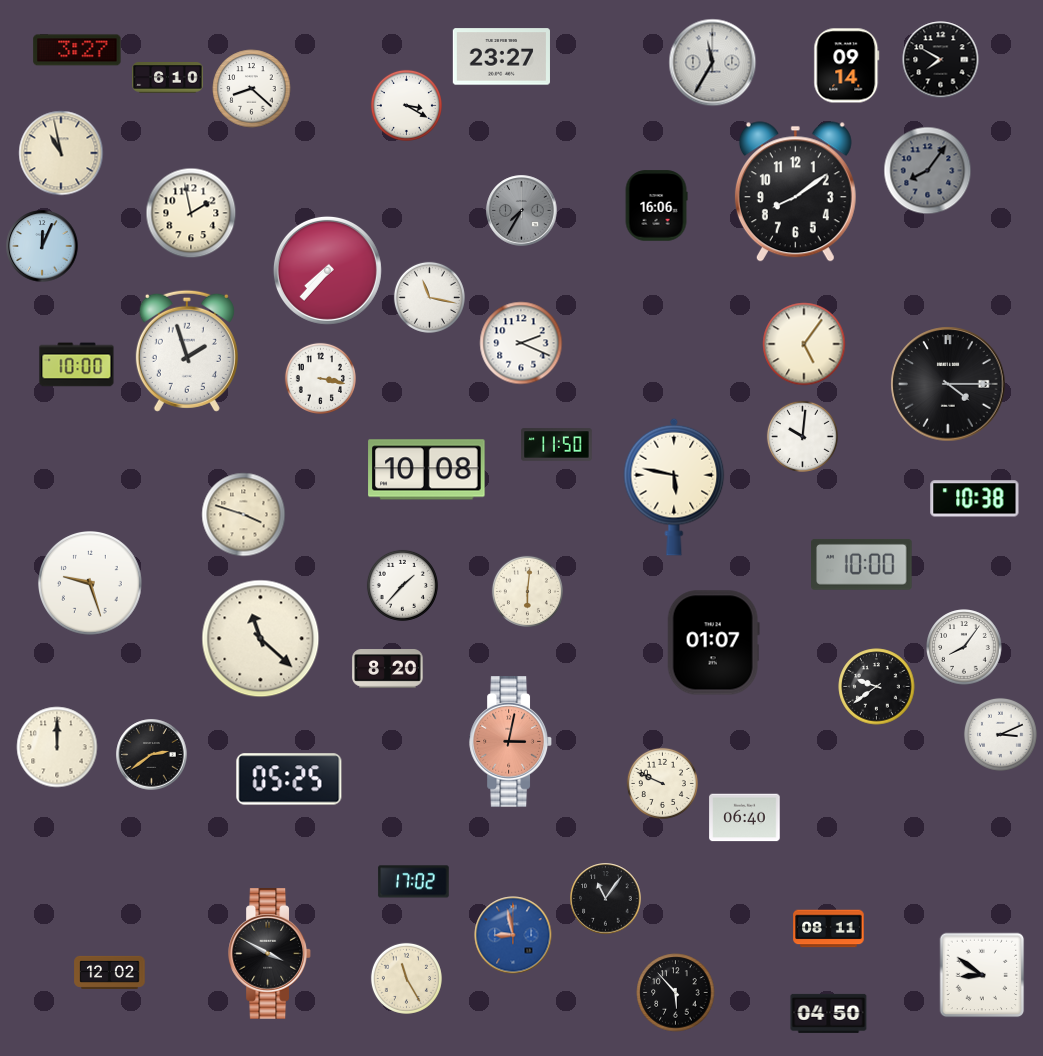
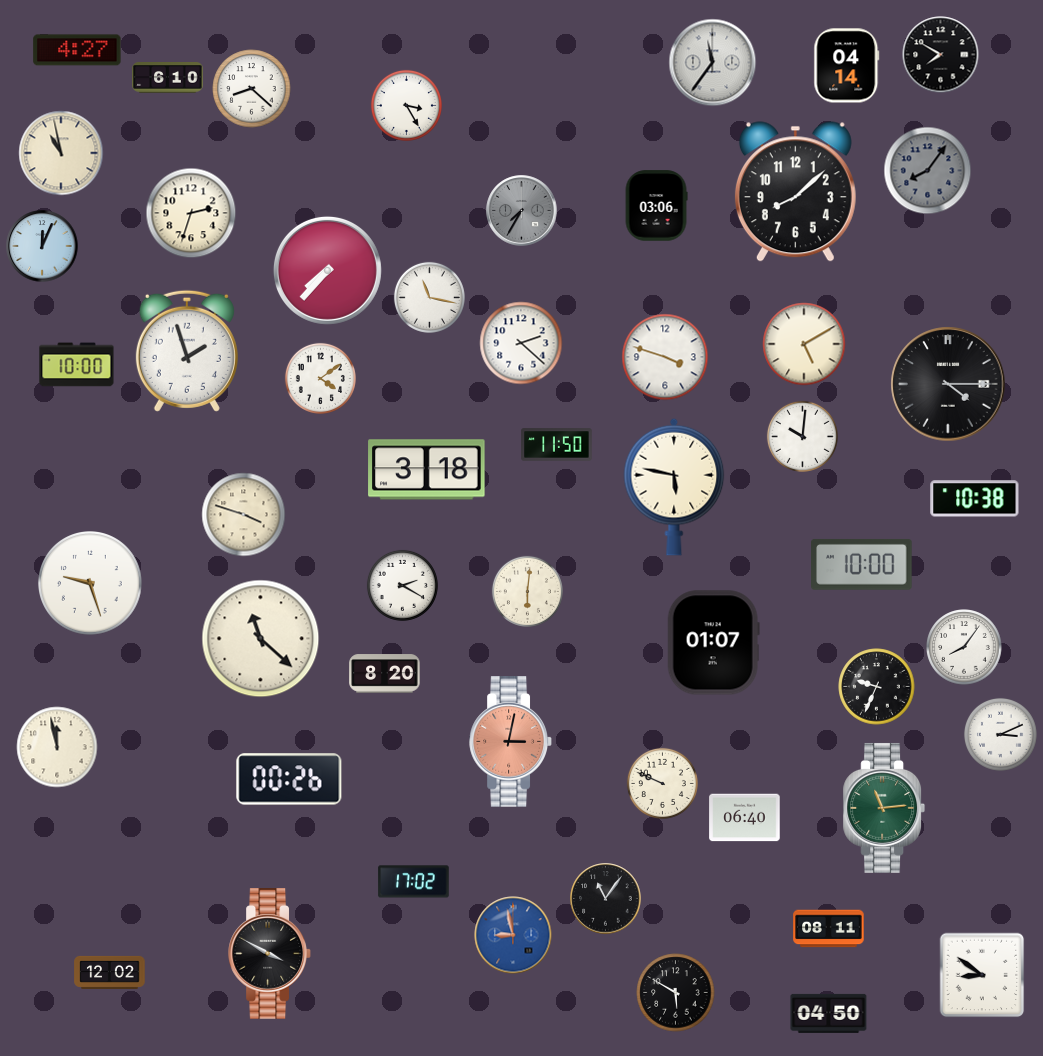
clock at (77, 50): 3:27 -> 4:27
clock at (501, 57): 23:27 -> none
clock at (941, 60) position: (941, 60) -> (941, 55)
clock at (713, 63): 11:35 -> 11:36
clock at (847, 66): 09:14 -> 04:14
clock at (406, 105): 3:20 -> 3:25
clock at (795, 192): 8:09 -> 8:08
clock at (656, 206): 16:06 -> 03:06
clock at (191, 213): 1:58 -> 2:33
clock at (521, 343): 2:19 -> 2:22
clock at (804, 344): 5:06 -> 5:10
clock at (665, 357): none -> 3:48
clock at (320, 378): 3:17 -> 4:09
clock at (427, 470): 10:08 -> 3:18
clock at (402, 585): 1:37 -> 2:20
clock at (388, 669) position: (388, 669) -> (385, 674)
clock at (877, 687): 9:39 -> 9:34
clock at (57, 747): 12:00 -> 11:58
clock at (152, 755): 2:39 -> none
clock at (289, 779): 05:25 -> 00:26
clock at (884, 808): none -> 11:14
clock at (406, 978): 11:25 -> none
clock at (676, 993): 5:53 -> 5:50
